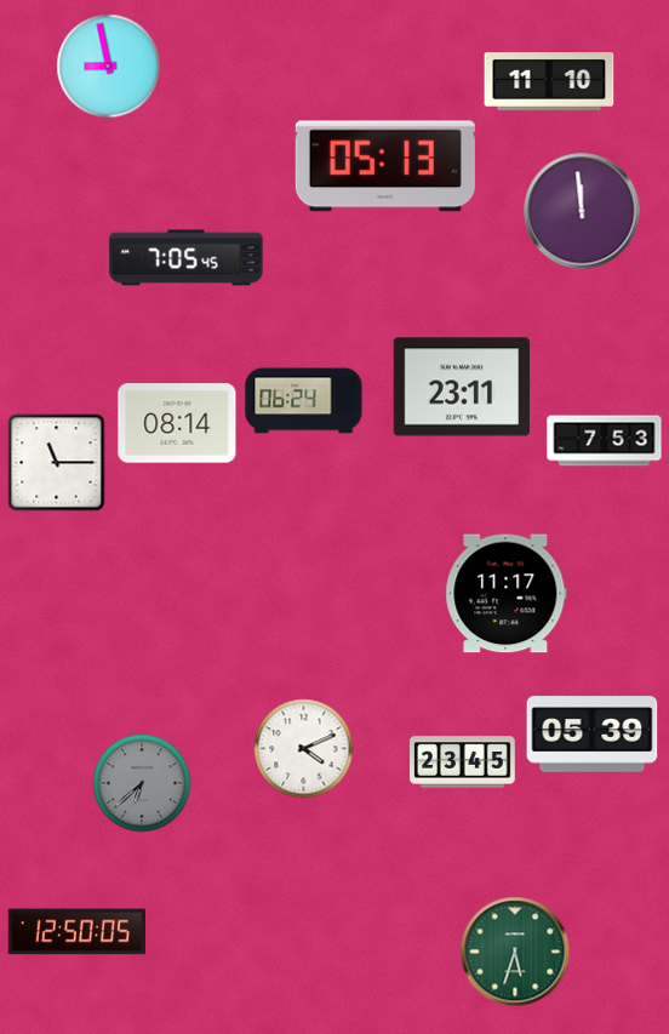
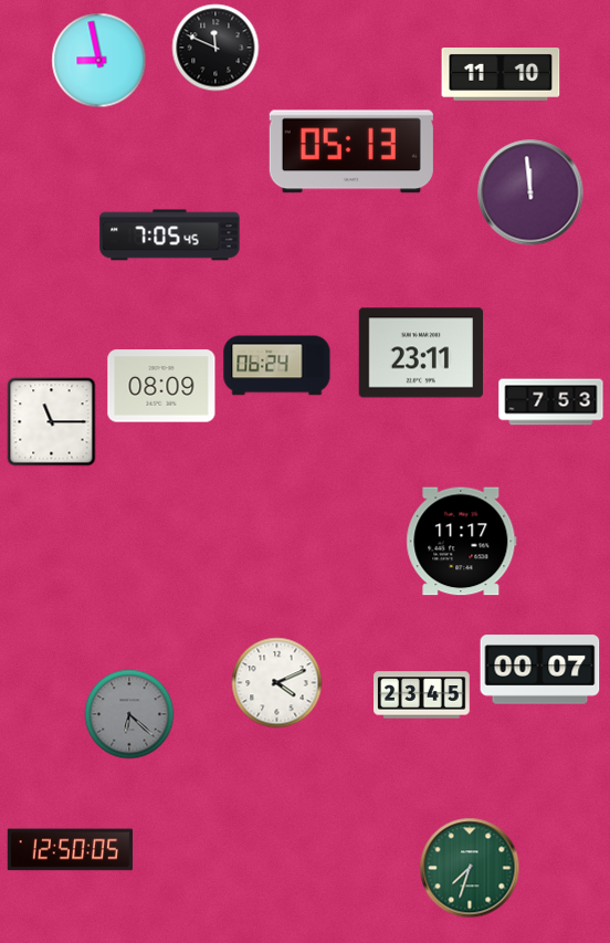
clock at (215, 48): none -> 11:49
clock at (177, 423): 08:14 -> 08:09
clock at (593, 735): 05:39 -> 00:07
clock at (142, 783): 6:38 -> 6:22
clock at (515, 952): 5:33 -> 7:33
